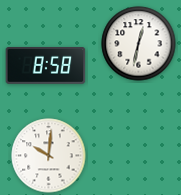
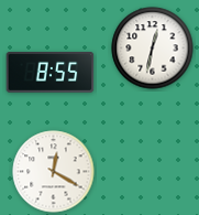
clock at (46, 66): 8:58 -> 8:55
clock at (49, 156): 10:01 -> 12:20
